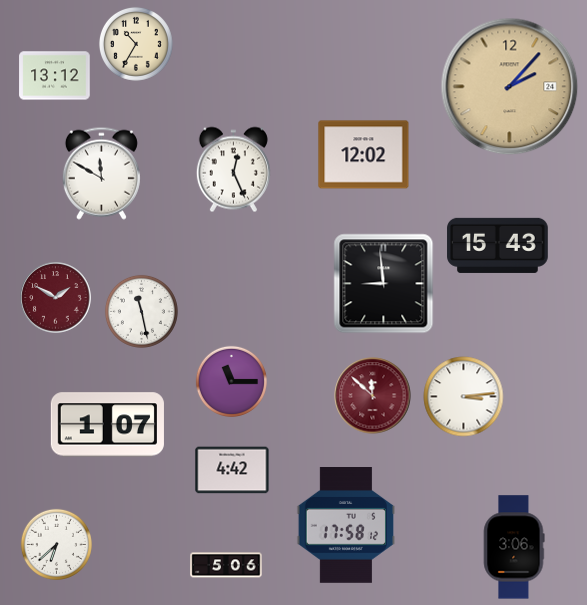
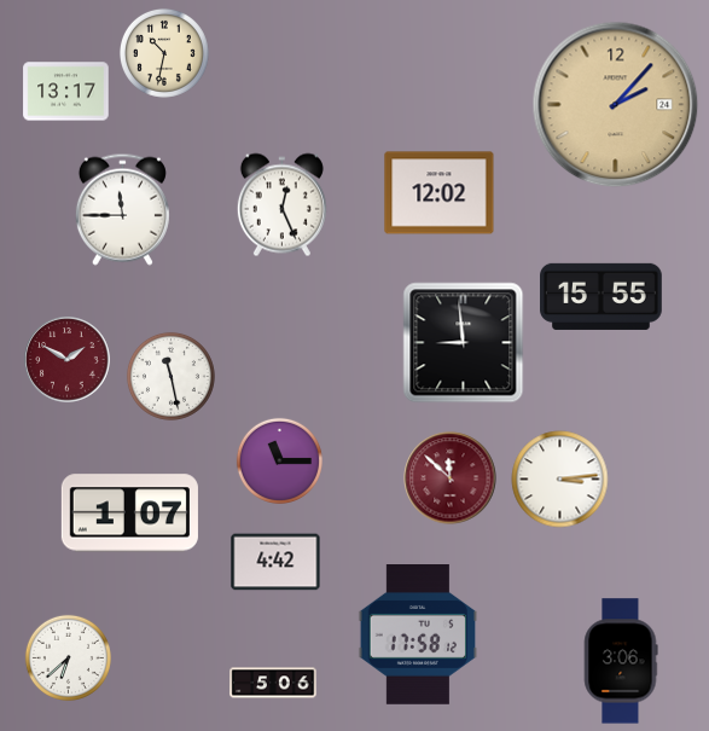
clock at (136, 44): 10:35 -> 10:32
clock at (55, 76): 13:12 -> 13:17
clock at (364, 155) position: (364, 155) -> (440, 193)
clock at (101, 173): 11:50 -> 11:45
clock at (498, 245): 15:43 -> 15:55
clock at (232, 470) position: (232, 470) -> (275, 562)
